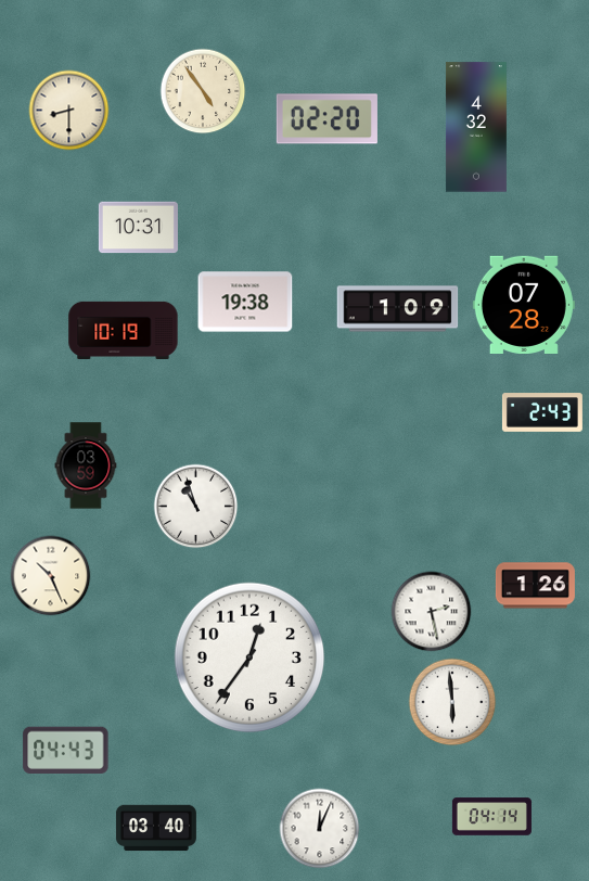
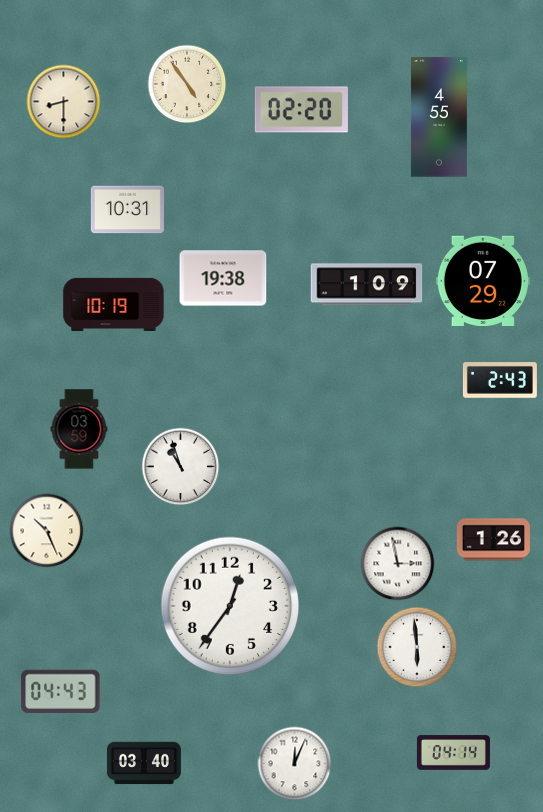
clock at (476, 127): 4:32 -> 4:55
clock at (245, 302) position: (245, 302) -> (223, 278)
clock at (524, 304): 07:28 -> 07:29
clock at (432, 612): 2:28 -> 2:58
